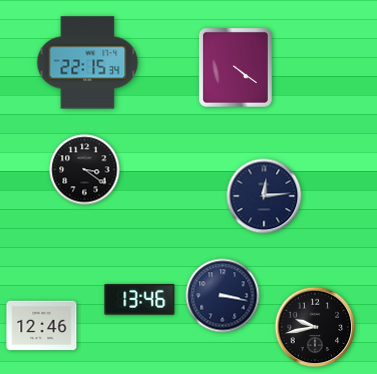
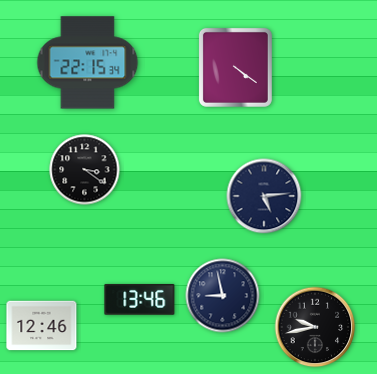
clock at (264, 196): 12:14 -> 5:14
clock at (223, 296): 3:17 -> 8:58
